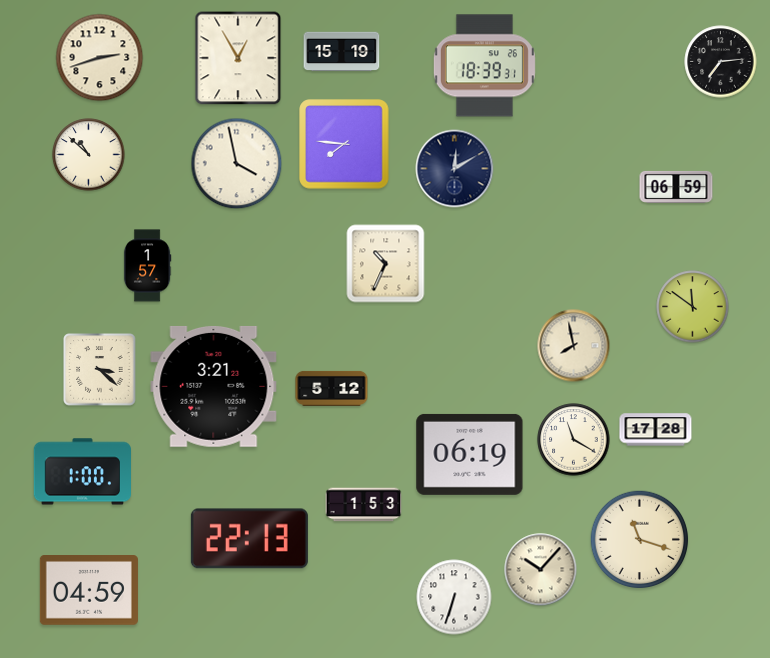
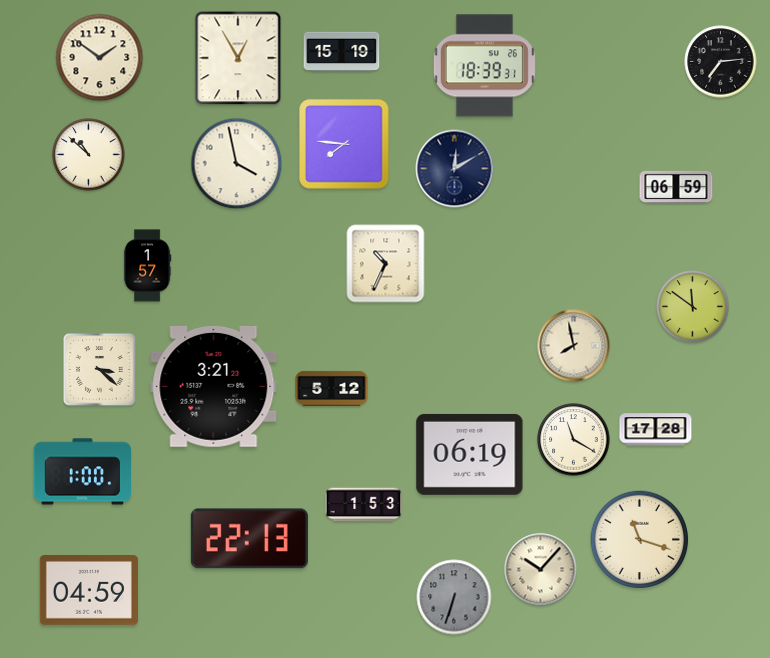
clock at (100, 58): 2:42 -> 1:51
clock at (454, 597) dial: white -> grey
